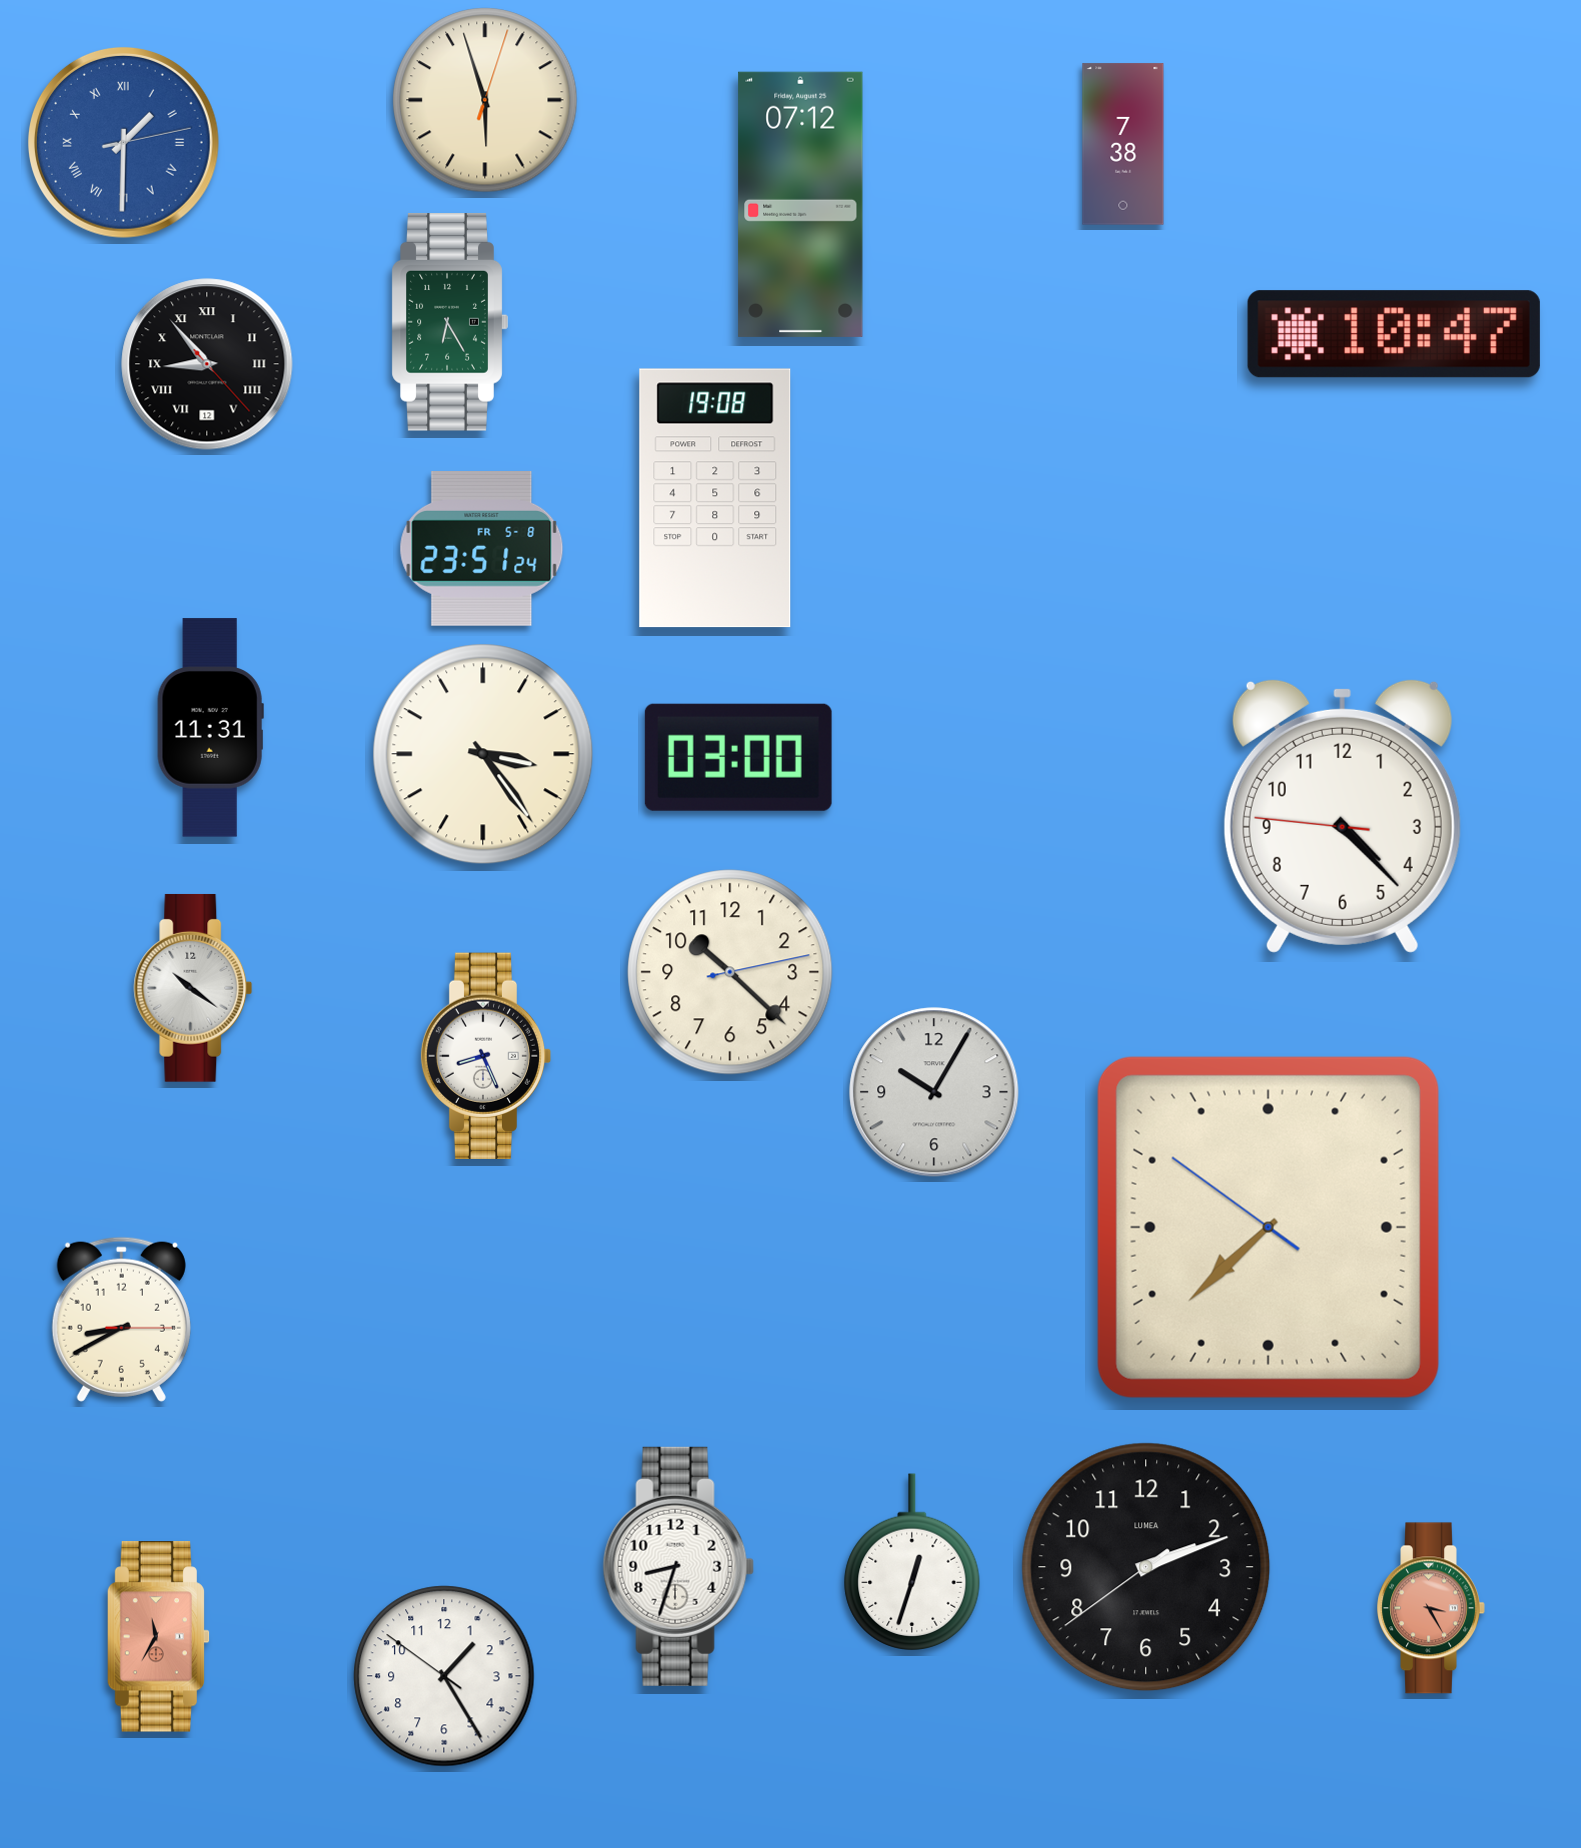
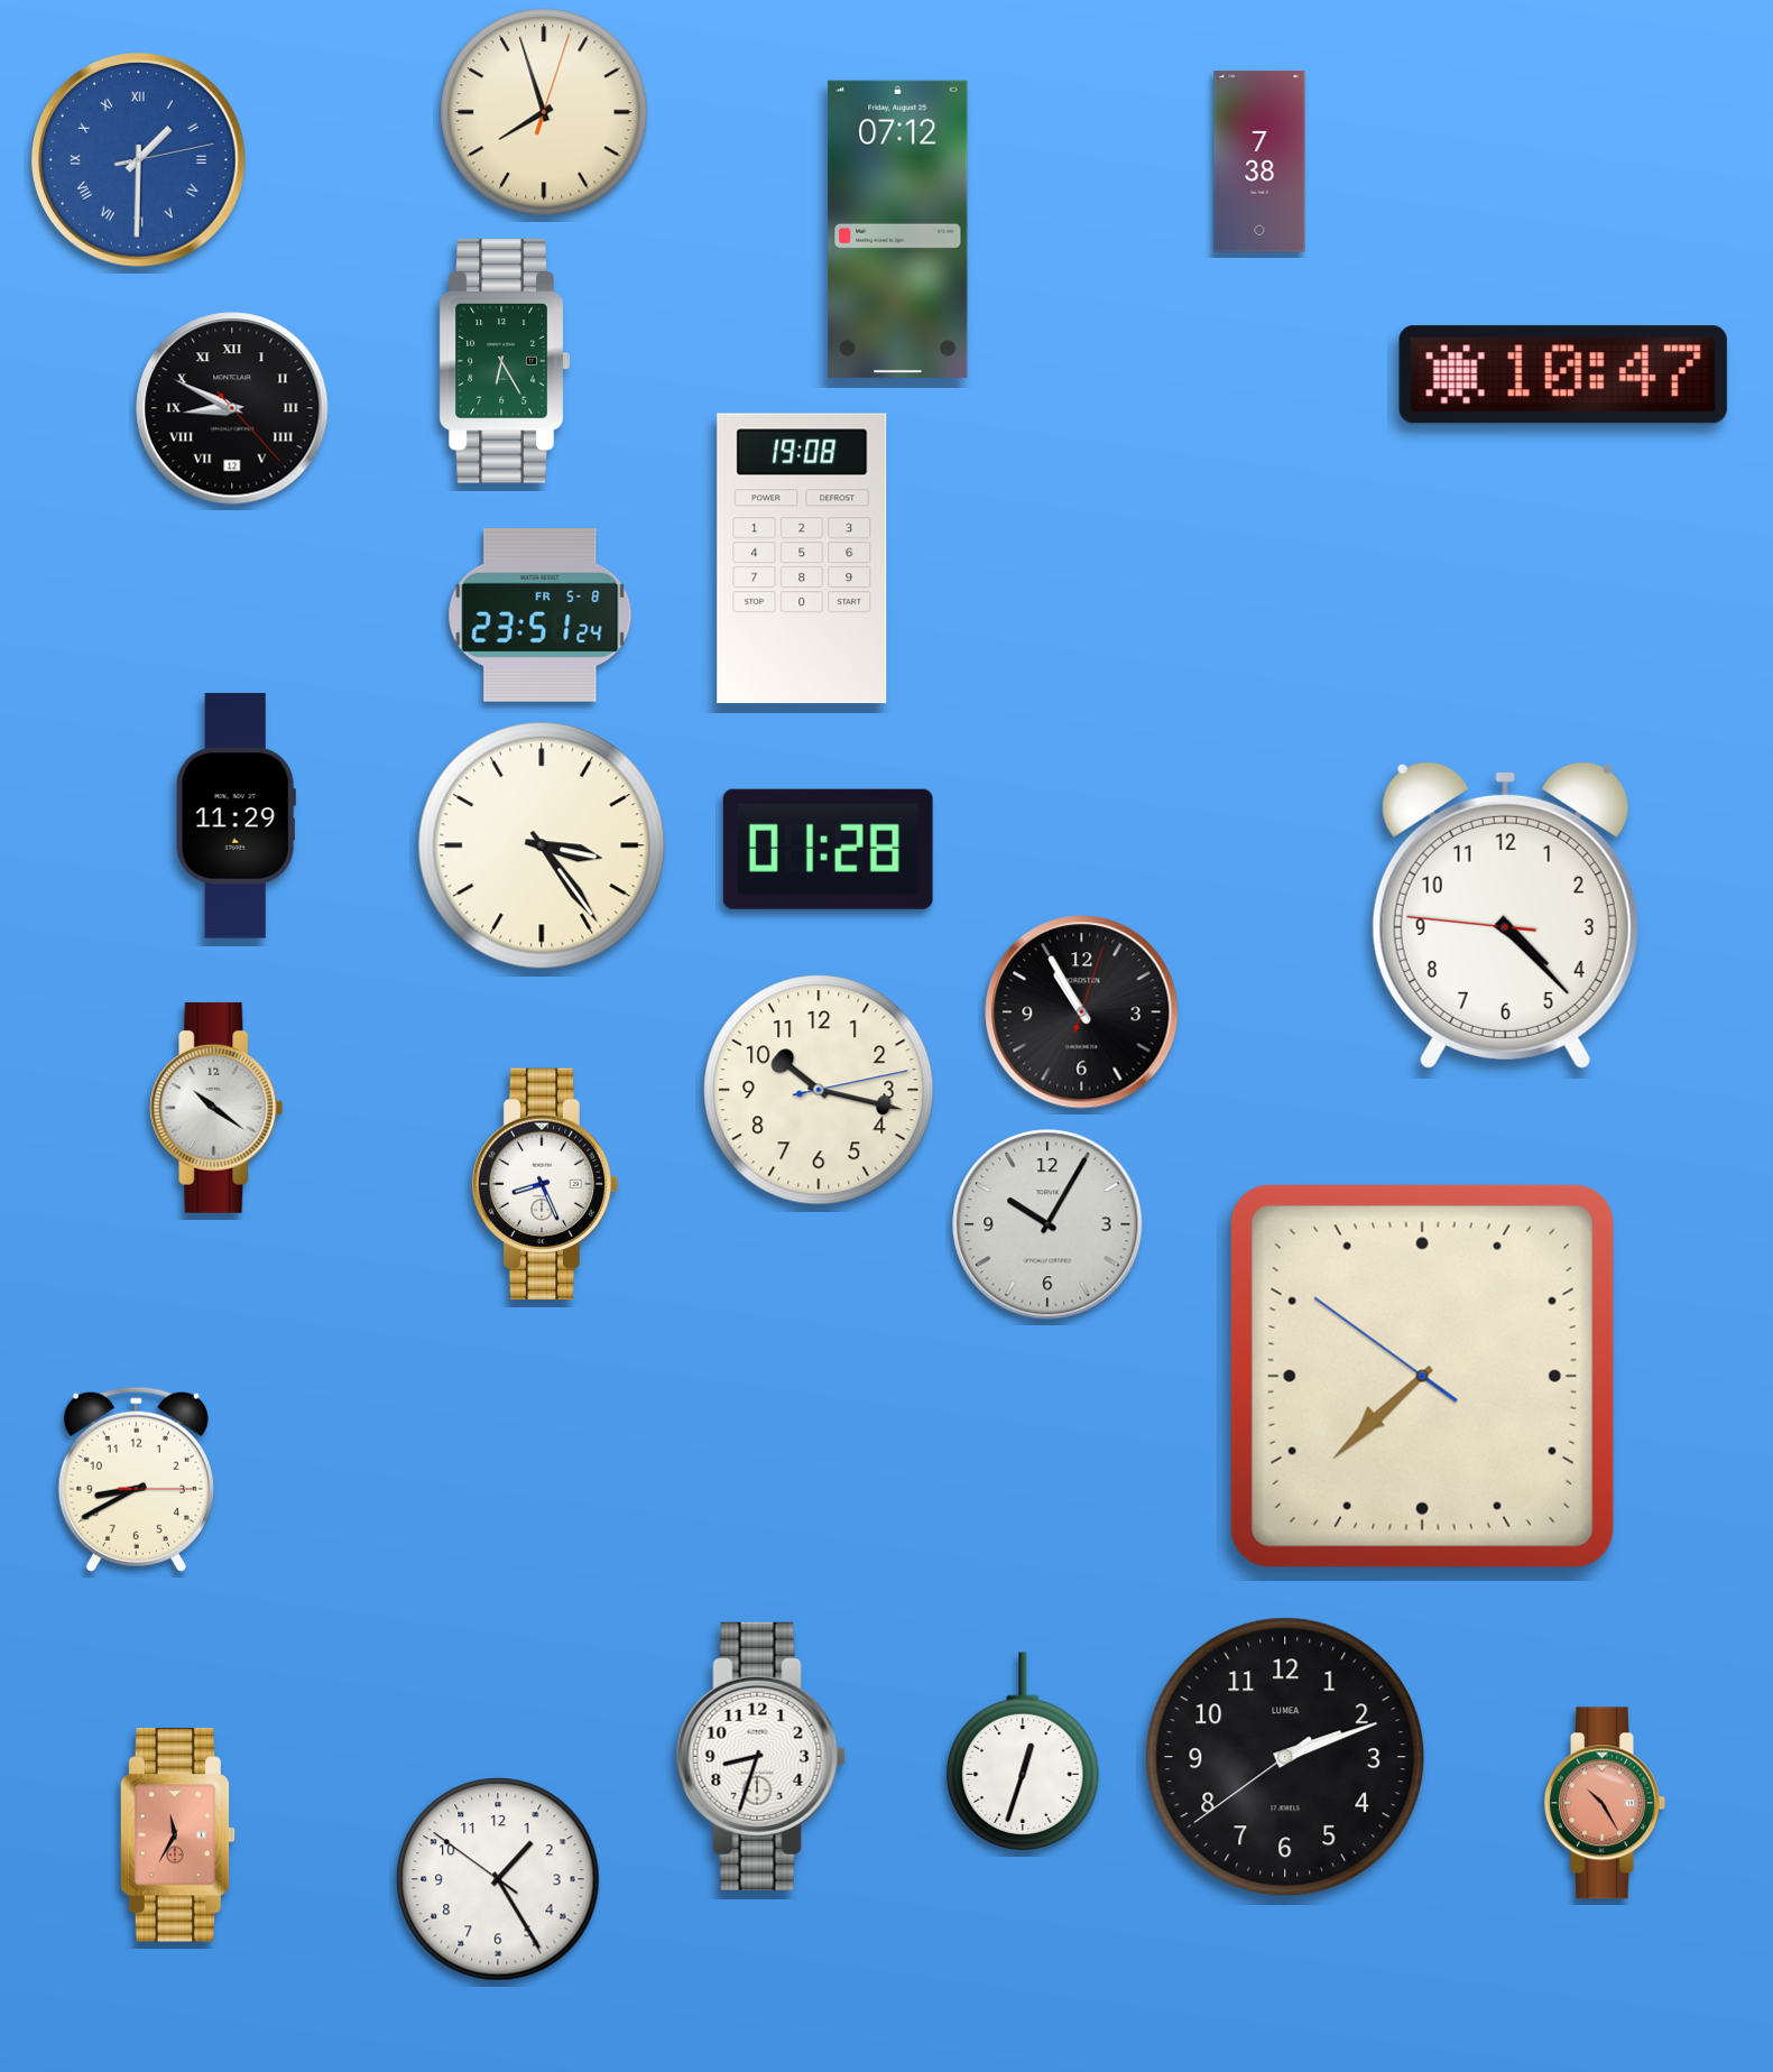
clock at (485, 100): 5:57 -> 7:57
clock at (207, 364): 8:53 -> 8:49
clock at (210, 728): 11:31 -> 11:29
clock at (738, 757): 03:00 -> 01:28
clock at (1082, 1012): none -> 10:55
clock at (730, 972): 10:22 -> 10:17
clock at (1431, 1608): 3:25 -> 10:25
